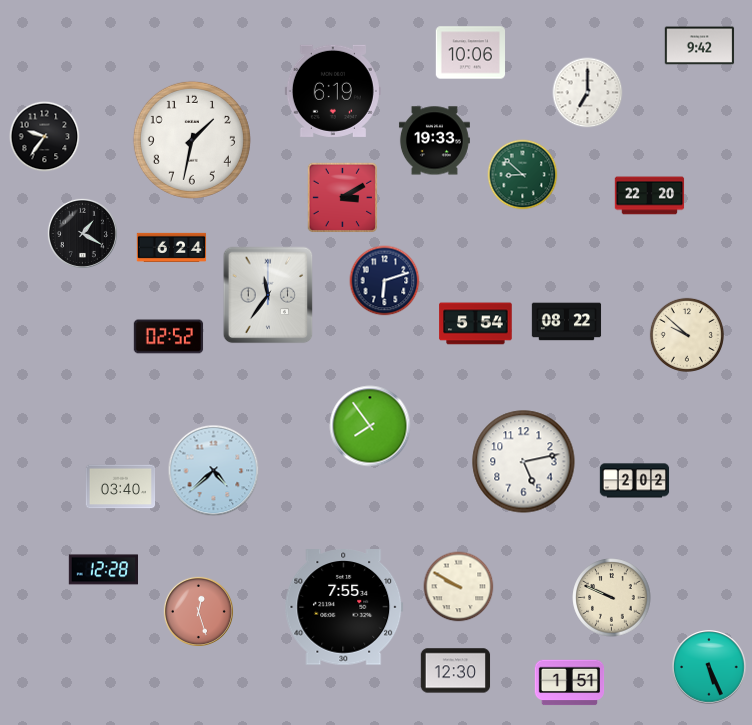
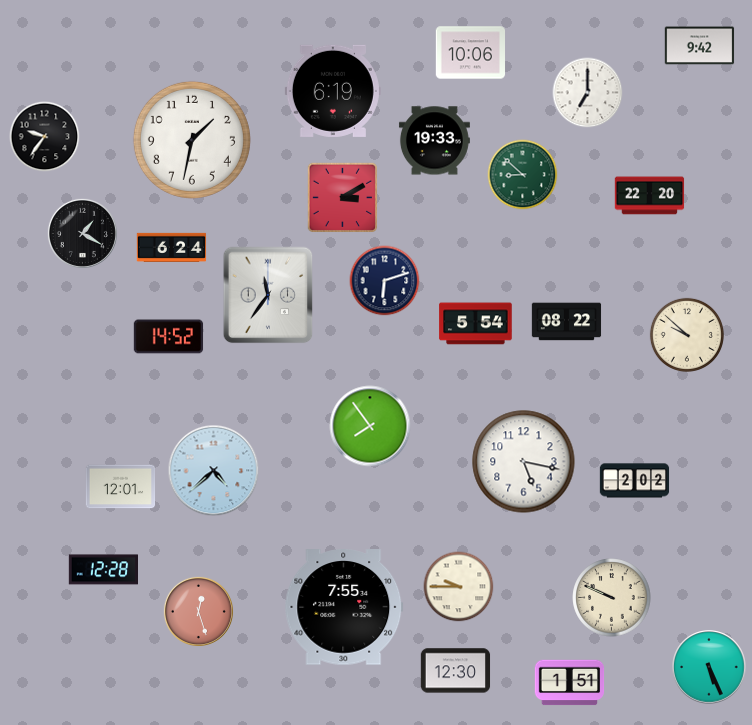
clock at (169, 337): 02:52 -> 14:52
clock at (524, 462): 5:13 -> 5:17
clock at (121, 487): 03:40 -> 12:01
clock at (459, 587): 9:50 -> 9:45
